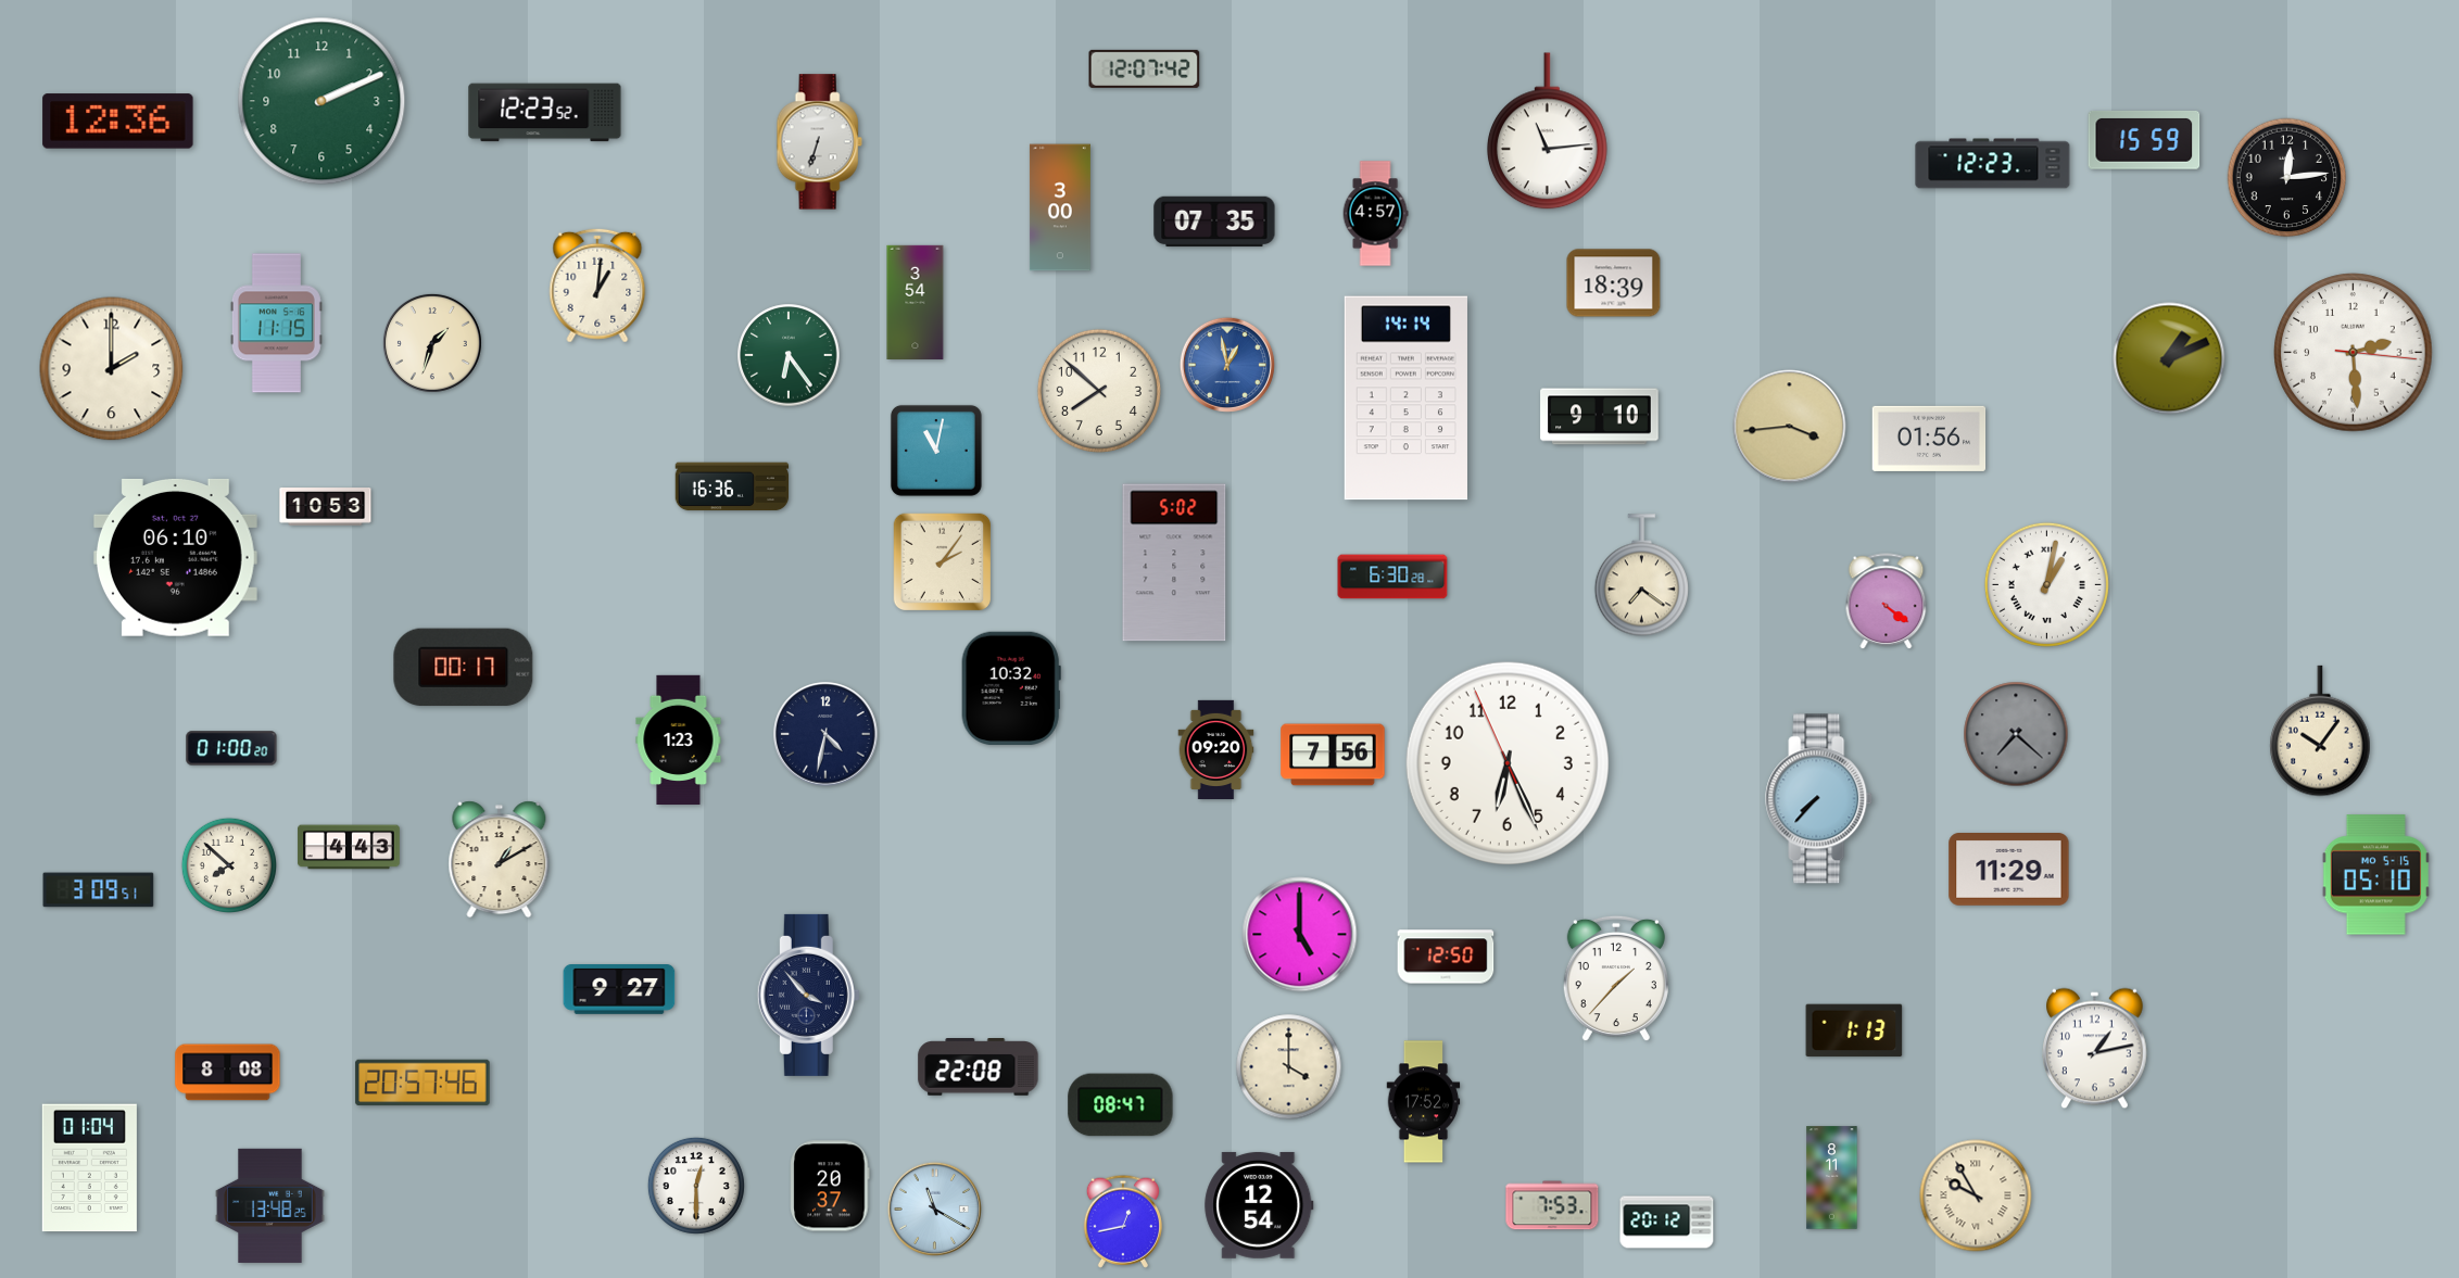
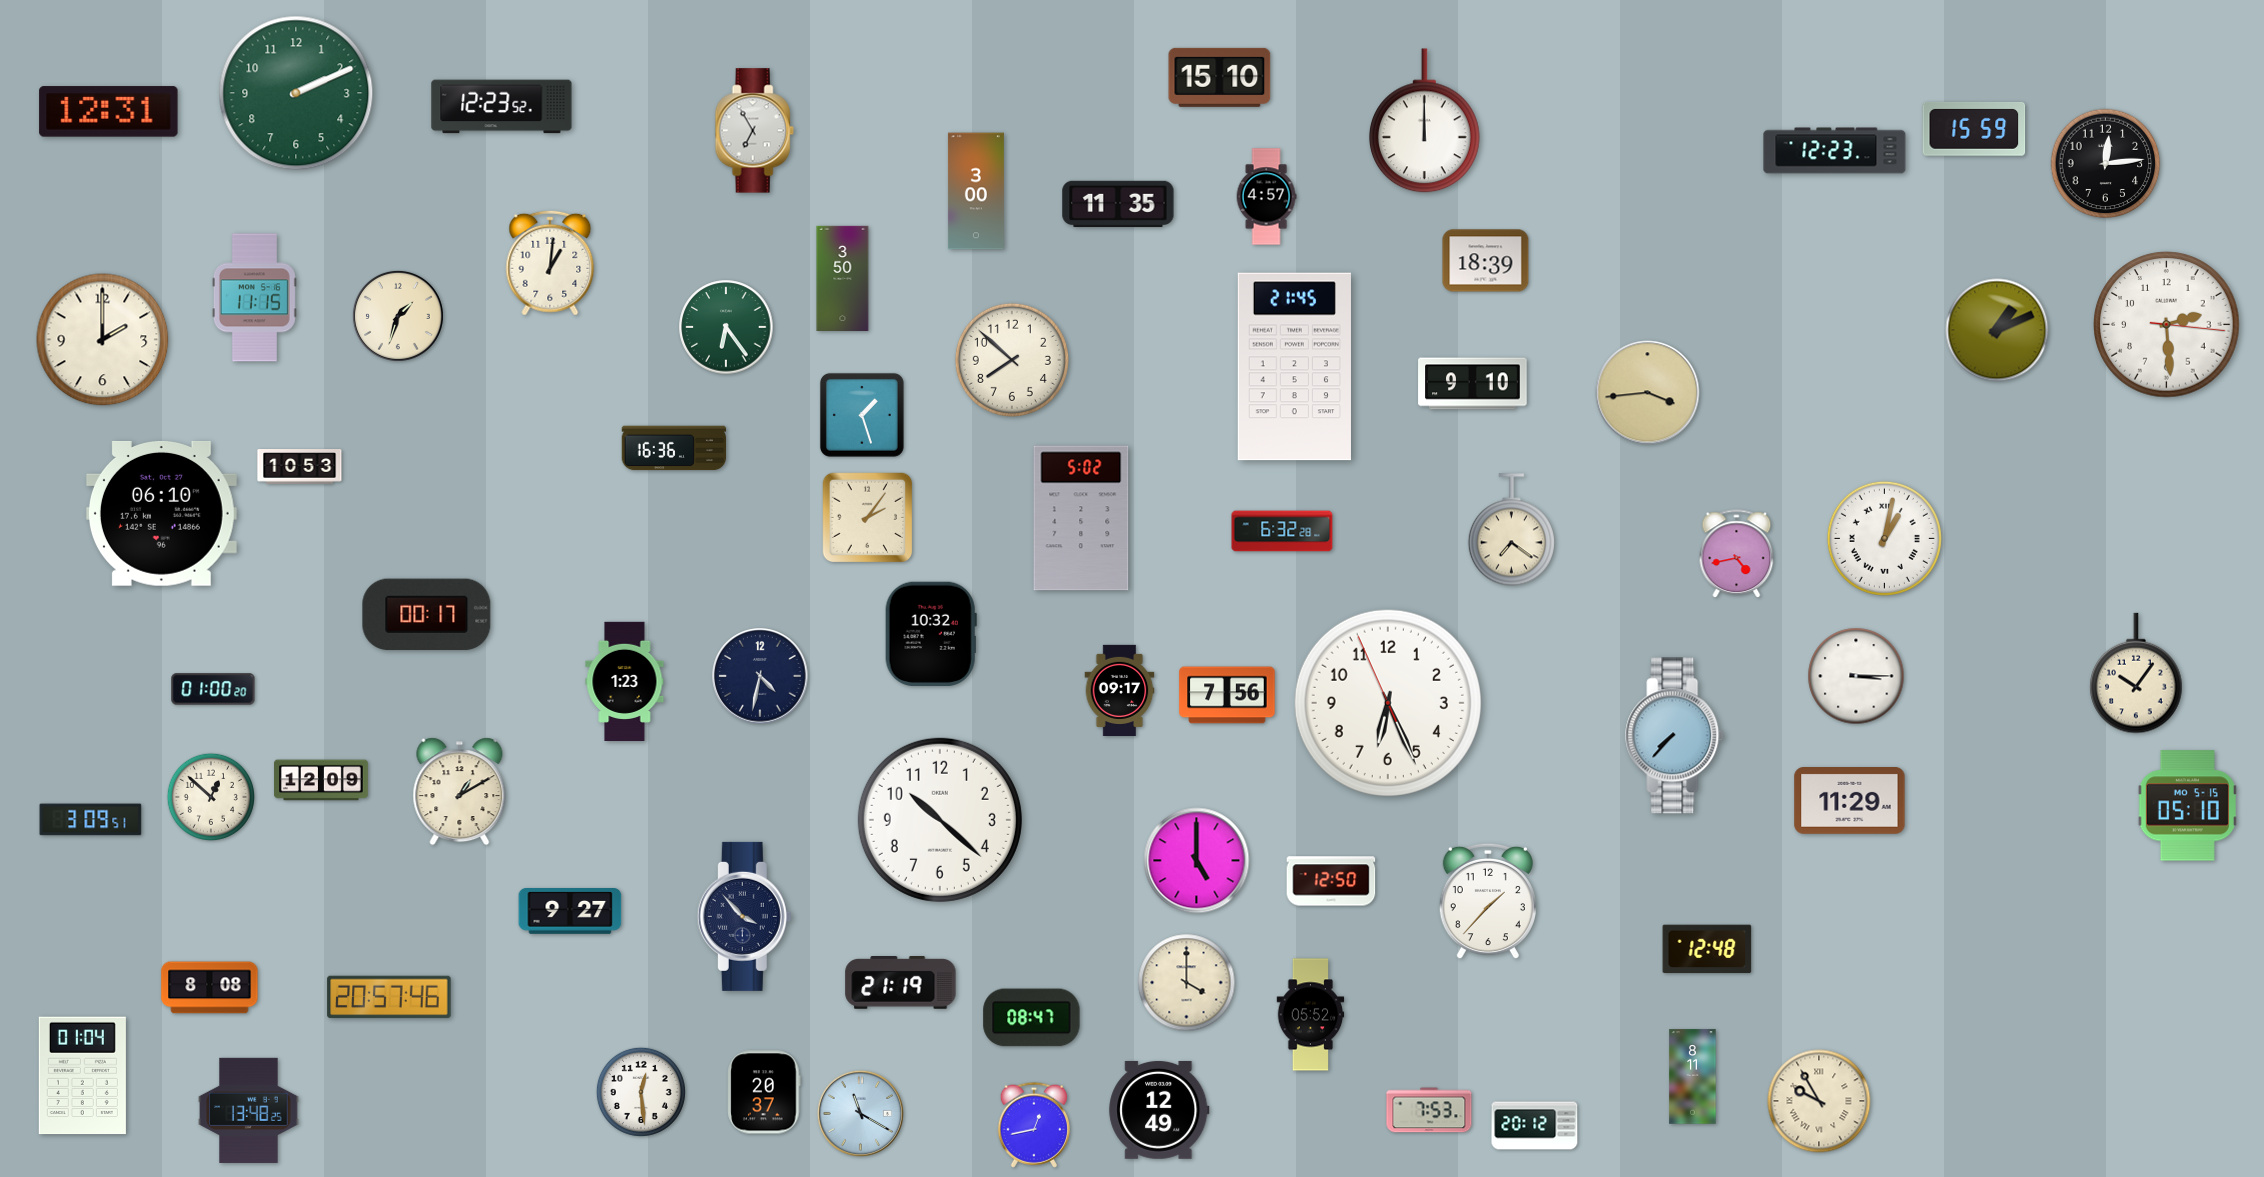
clock at (1145, 68): 12:07 -> none
clock at (1220, 77): none -> 15:10
clock at (545, 113) position: (545, 113) -> (502, 107)
clock at (118, 122): 12:36 -> 12:31
clock at (1547, 131): 11:14 -> 12:00
clock at (819, 142): 6:33 -> 6:55
clock at (1214, 222): 07:35 -> 11:35
clock at (916, 302): 3:54 -> 3:50
clock at (1227, 365): 12:58 -> none
clock at (1405, 398): 14:14 -> 21:45
clock at (1929, 439): 01:56 -> none
clock at (936, 451): 11:02 -> 1:27
clock at (1392, 577): 6:30 -> 6:32
clock at (1887, 602): 4:21 -> 4:43
clock at (2016, 734): 7:22 -> 3:15
clock at (2016, 734) dial: grey -> white
clock at (1216, 749): 09:20 -> 09:17
clock at (349, 847): 4:43 -> 12:09
clock at (228, 864): 7:52 -> 12:52
clock at (940, 820): none -> 10:22
clock at (1854, 1030): 1:13 -> 12:48
clock at (2095, 1049): 1:13 -> none
clock at (979, 1067): 22:08 -> 21:19
clock at (1424, 1102): 17:52 -> 05:52
clock at (1832, 1178) position: (1832, 1178) -> (1693, 1077)
clock at (696, 1186): 12:30 -> 12:29
clock at (1259, 1205): 12:54 -> 12:49
